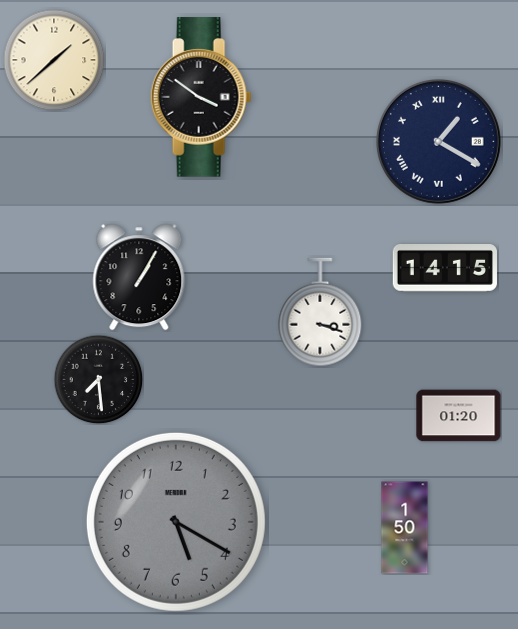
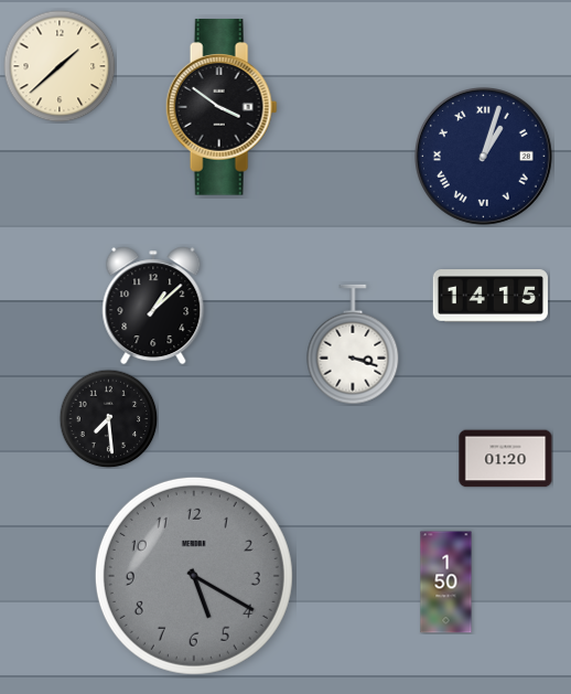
clock at (438, 141): 1:20 -> 1:03
clock at (139, 277): 1:05 -> 1:08
